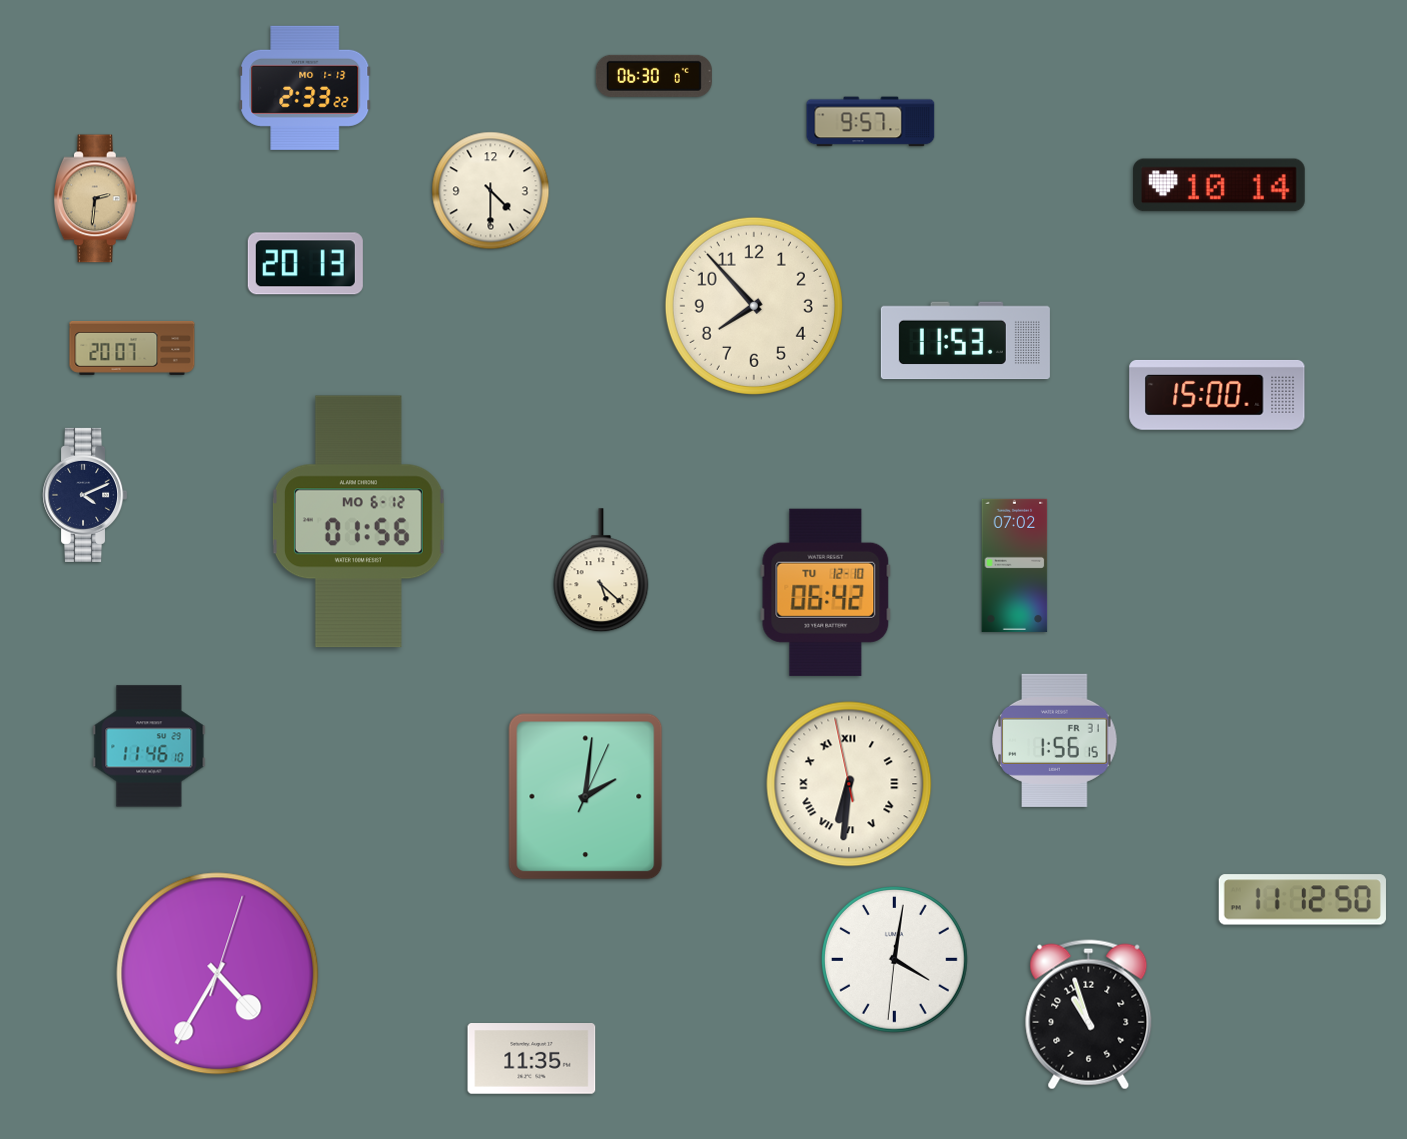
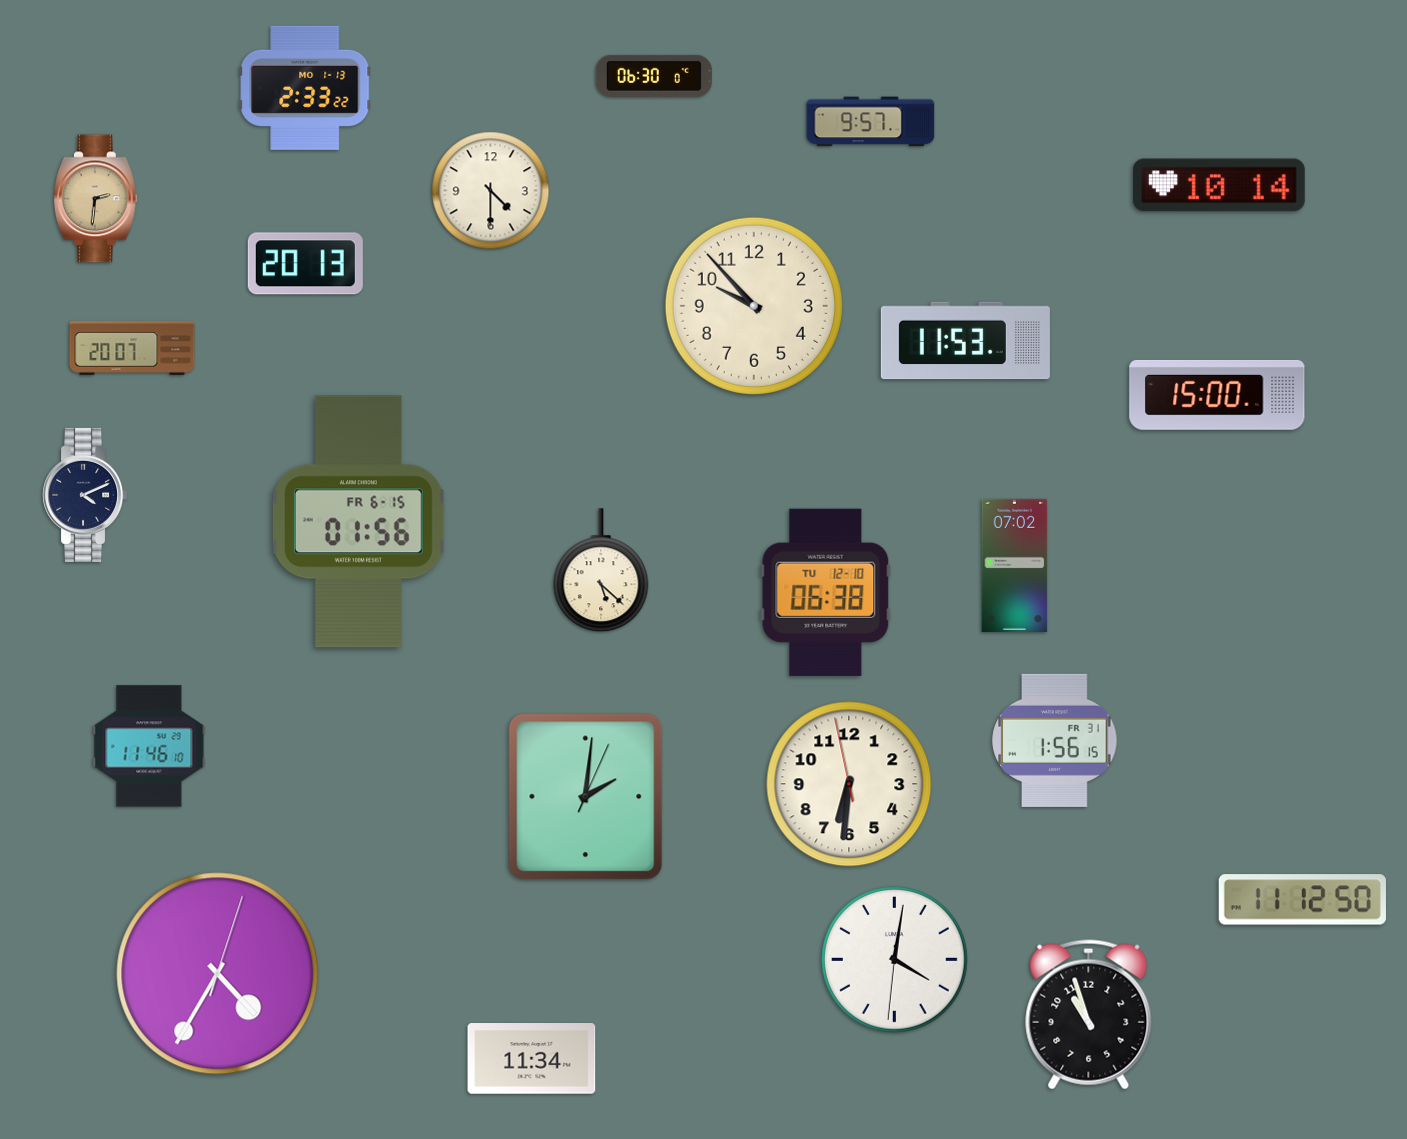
clock at (754, 306): 7:53 -> 9:53
clock at (358, 522) date: MO 6-12 -> FR 6-15
clock at (826, 592): 06:42 -> 06:38
clock at (849, 784) numerals: Roman -> Arabic
clock at (532, 1059): 11:35 -> 11:34
